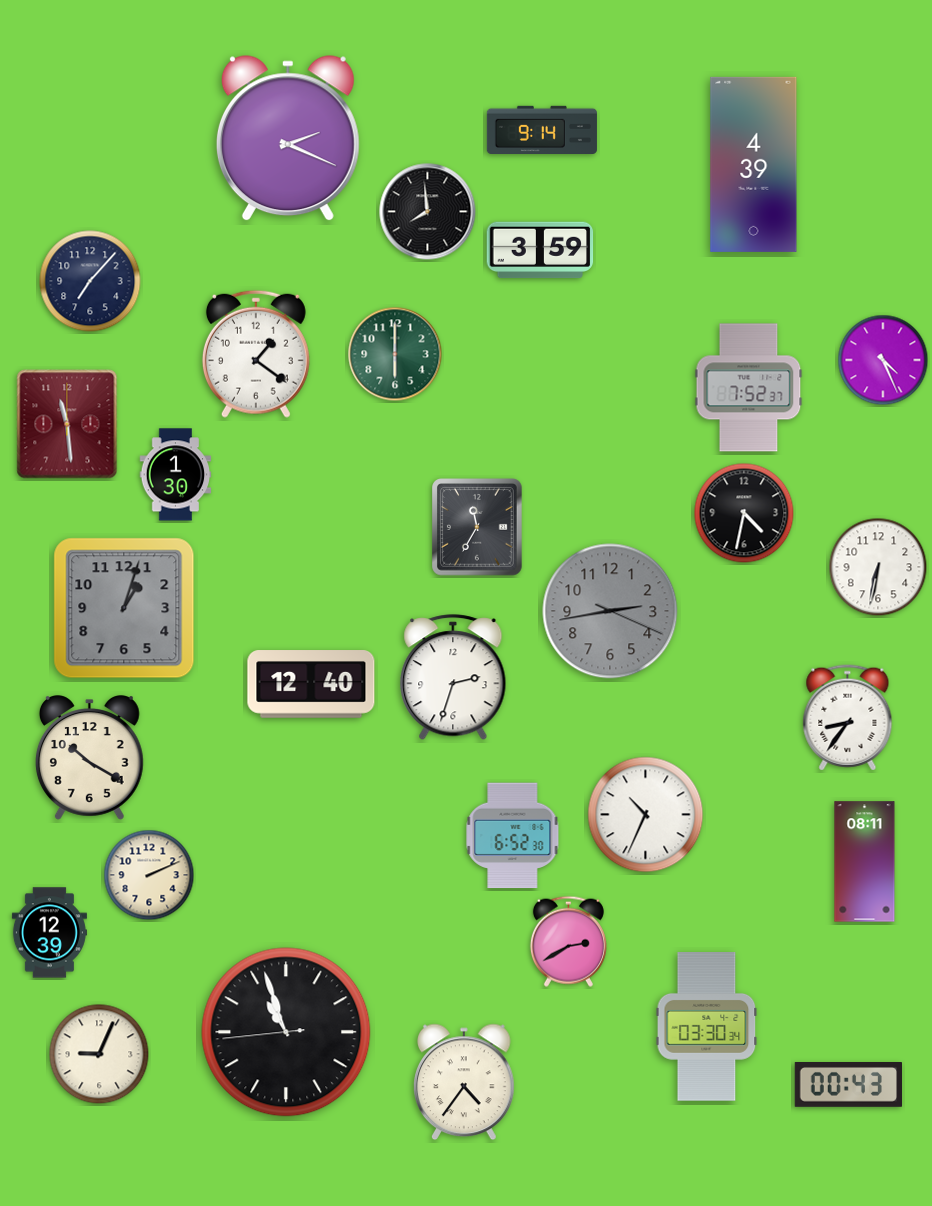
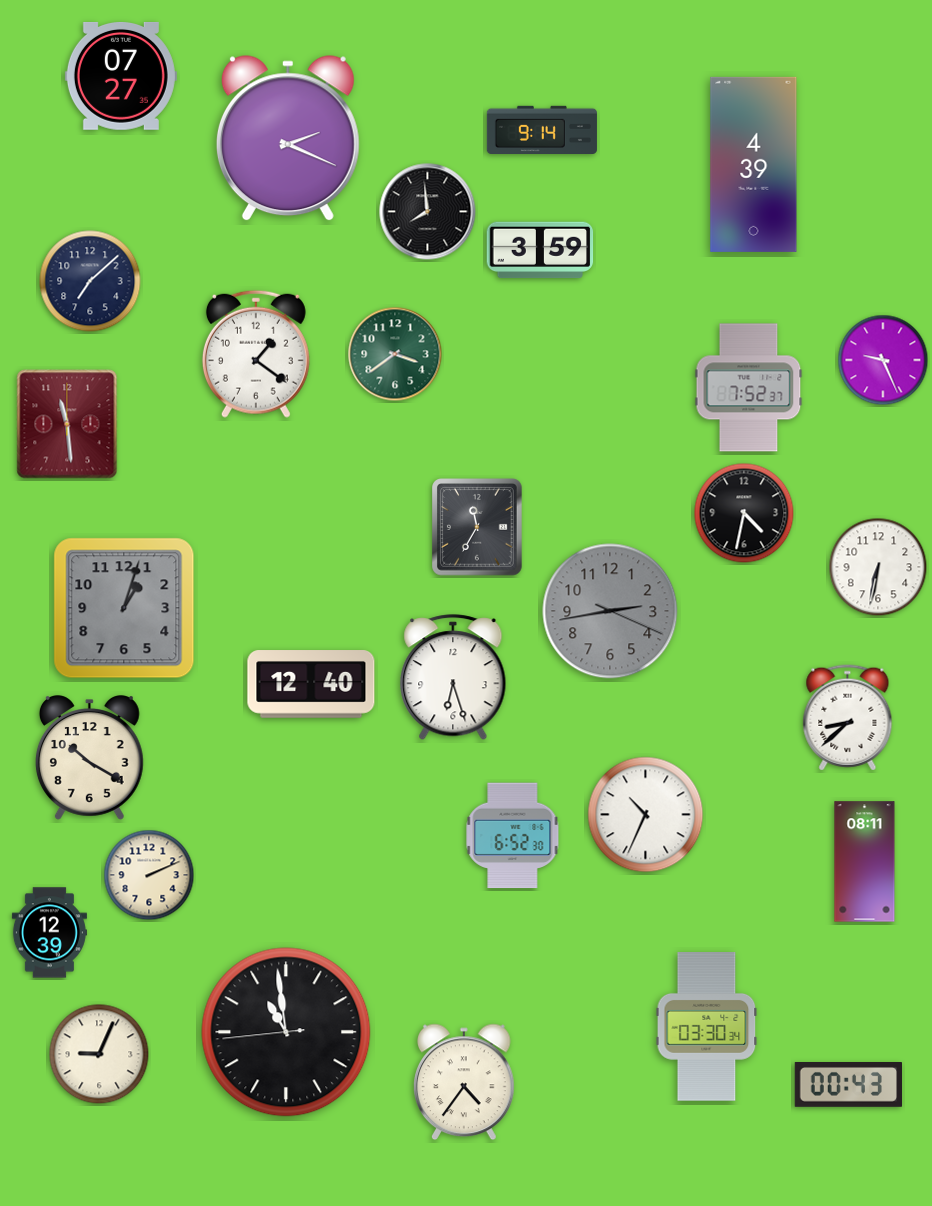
clock at (121, 76): none -> 07:27
clock at (90, 281): 7:07 -> 7:08
clock at (395, 354): 6:00 -> 3:39
clock at (883, 360): 4:26 -> 9:26
clock at (176, 475): 1:30 -> none
clock at (453, 678): 2:33 -> 6:27
clock at (848, 718): 8:36 -> 8:38
clock at (568, 941): 2:40 -> none
clock at (286, 1032): 10:56 -> 10:58
